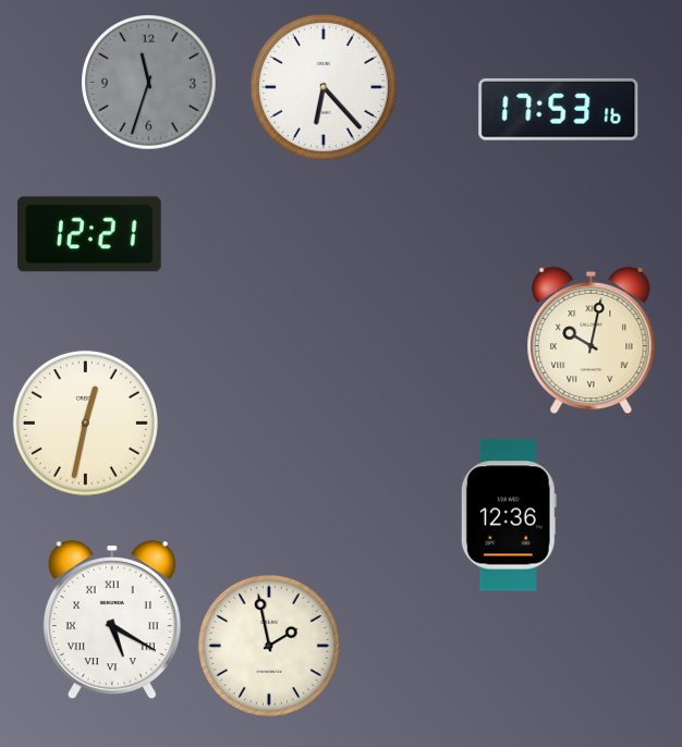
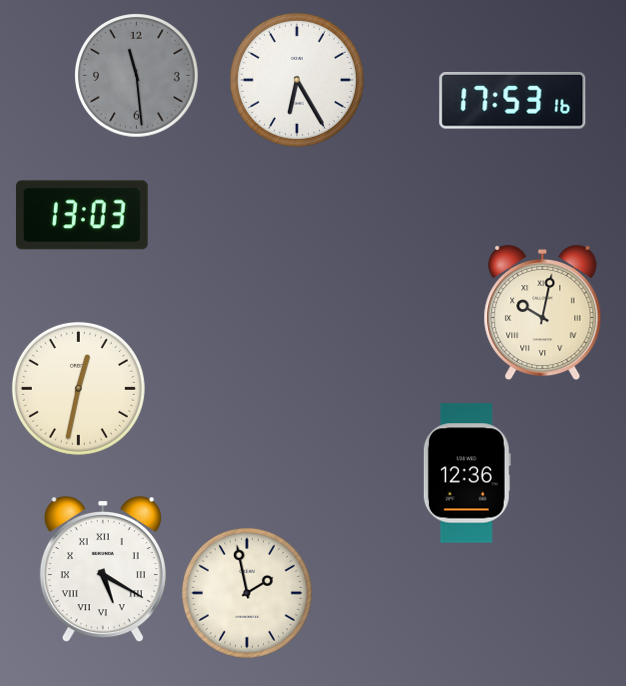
clock at (149, 83): 11:33 -> 11:29
clock at (324, 87): 6:23 -> 6:25
clock at (89, 234): 12:21 -> 13:03
